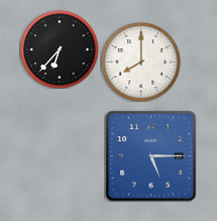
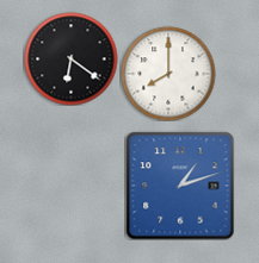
clock at (59, 49): 6:37 -> 6:21
clock at (151, 156): 5:15 -> 1:12
